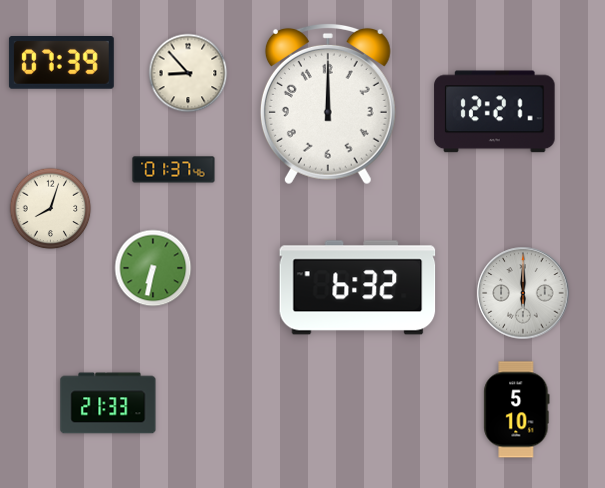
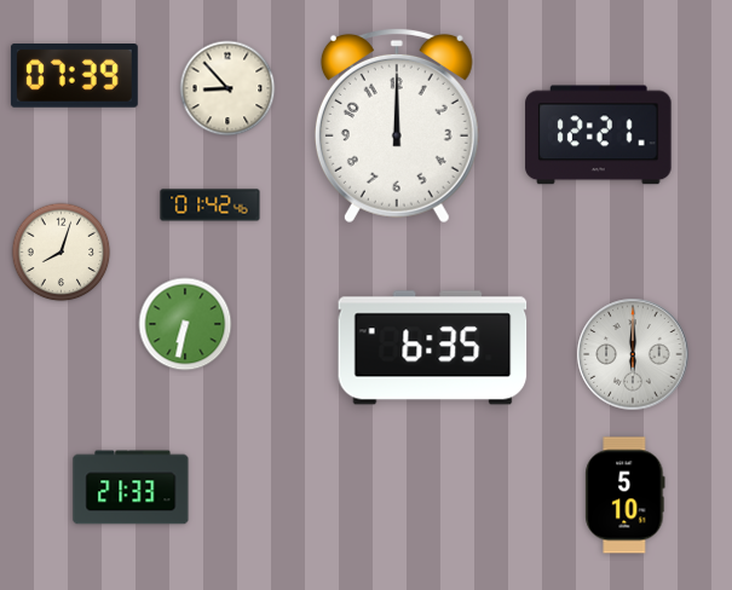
clock at (174, 170): 01:37 -> 01:42
clock at (358, 288): 6:32 -> 6:35
